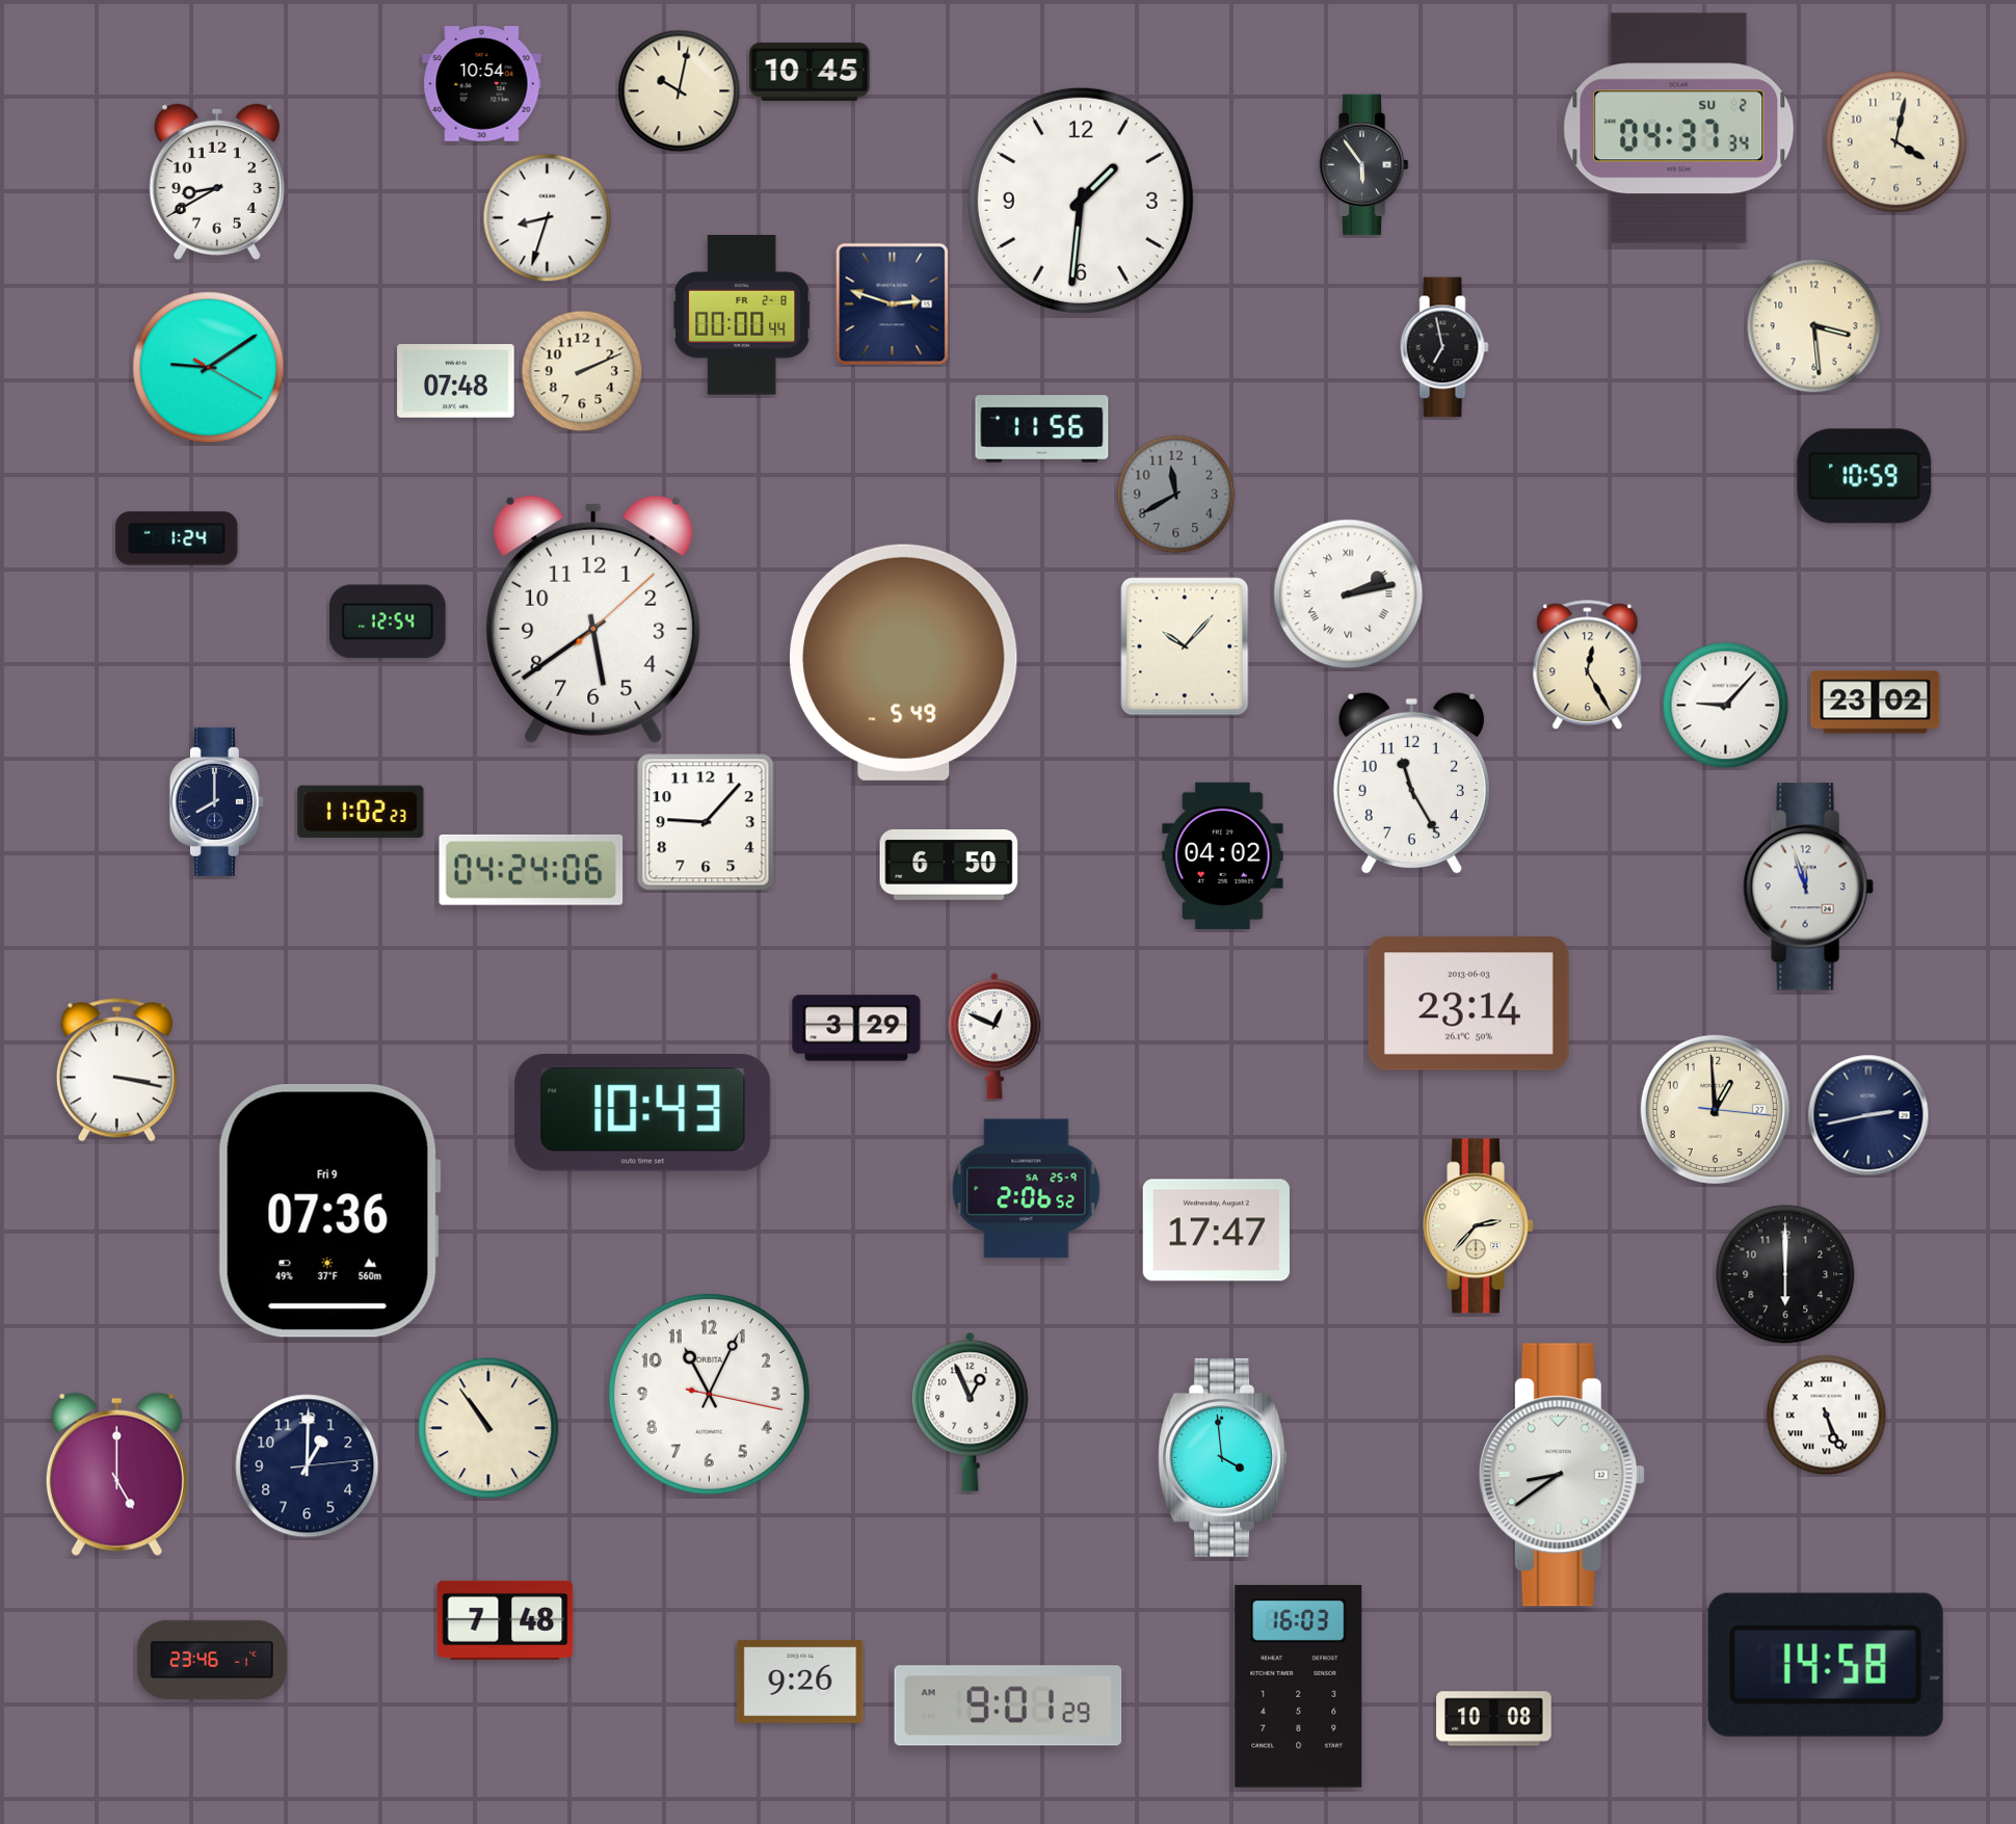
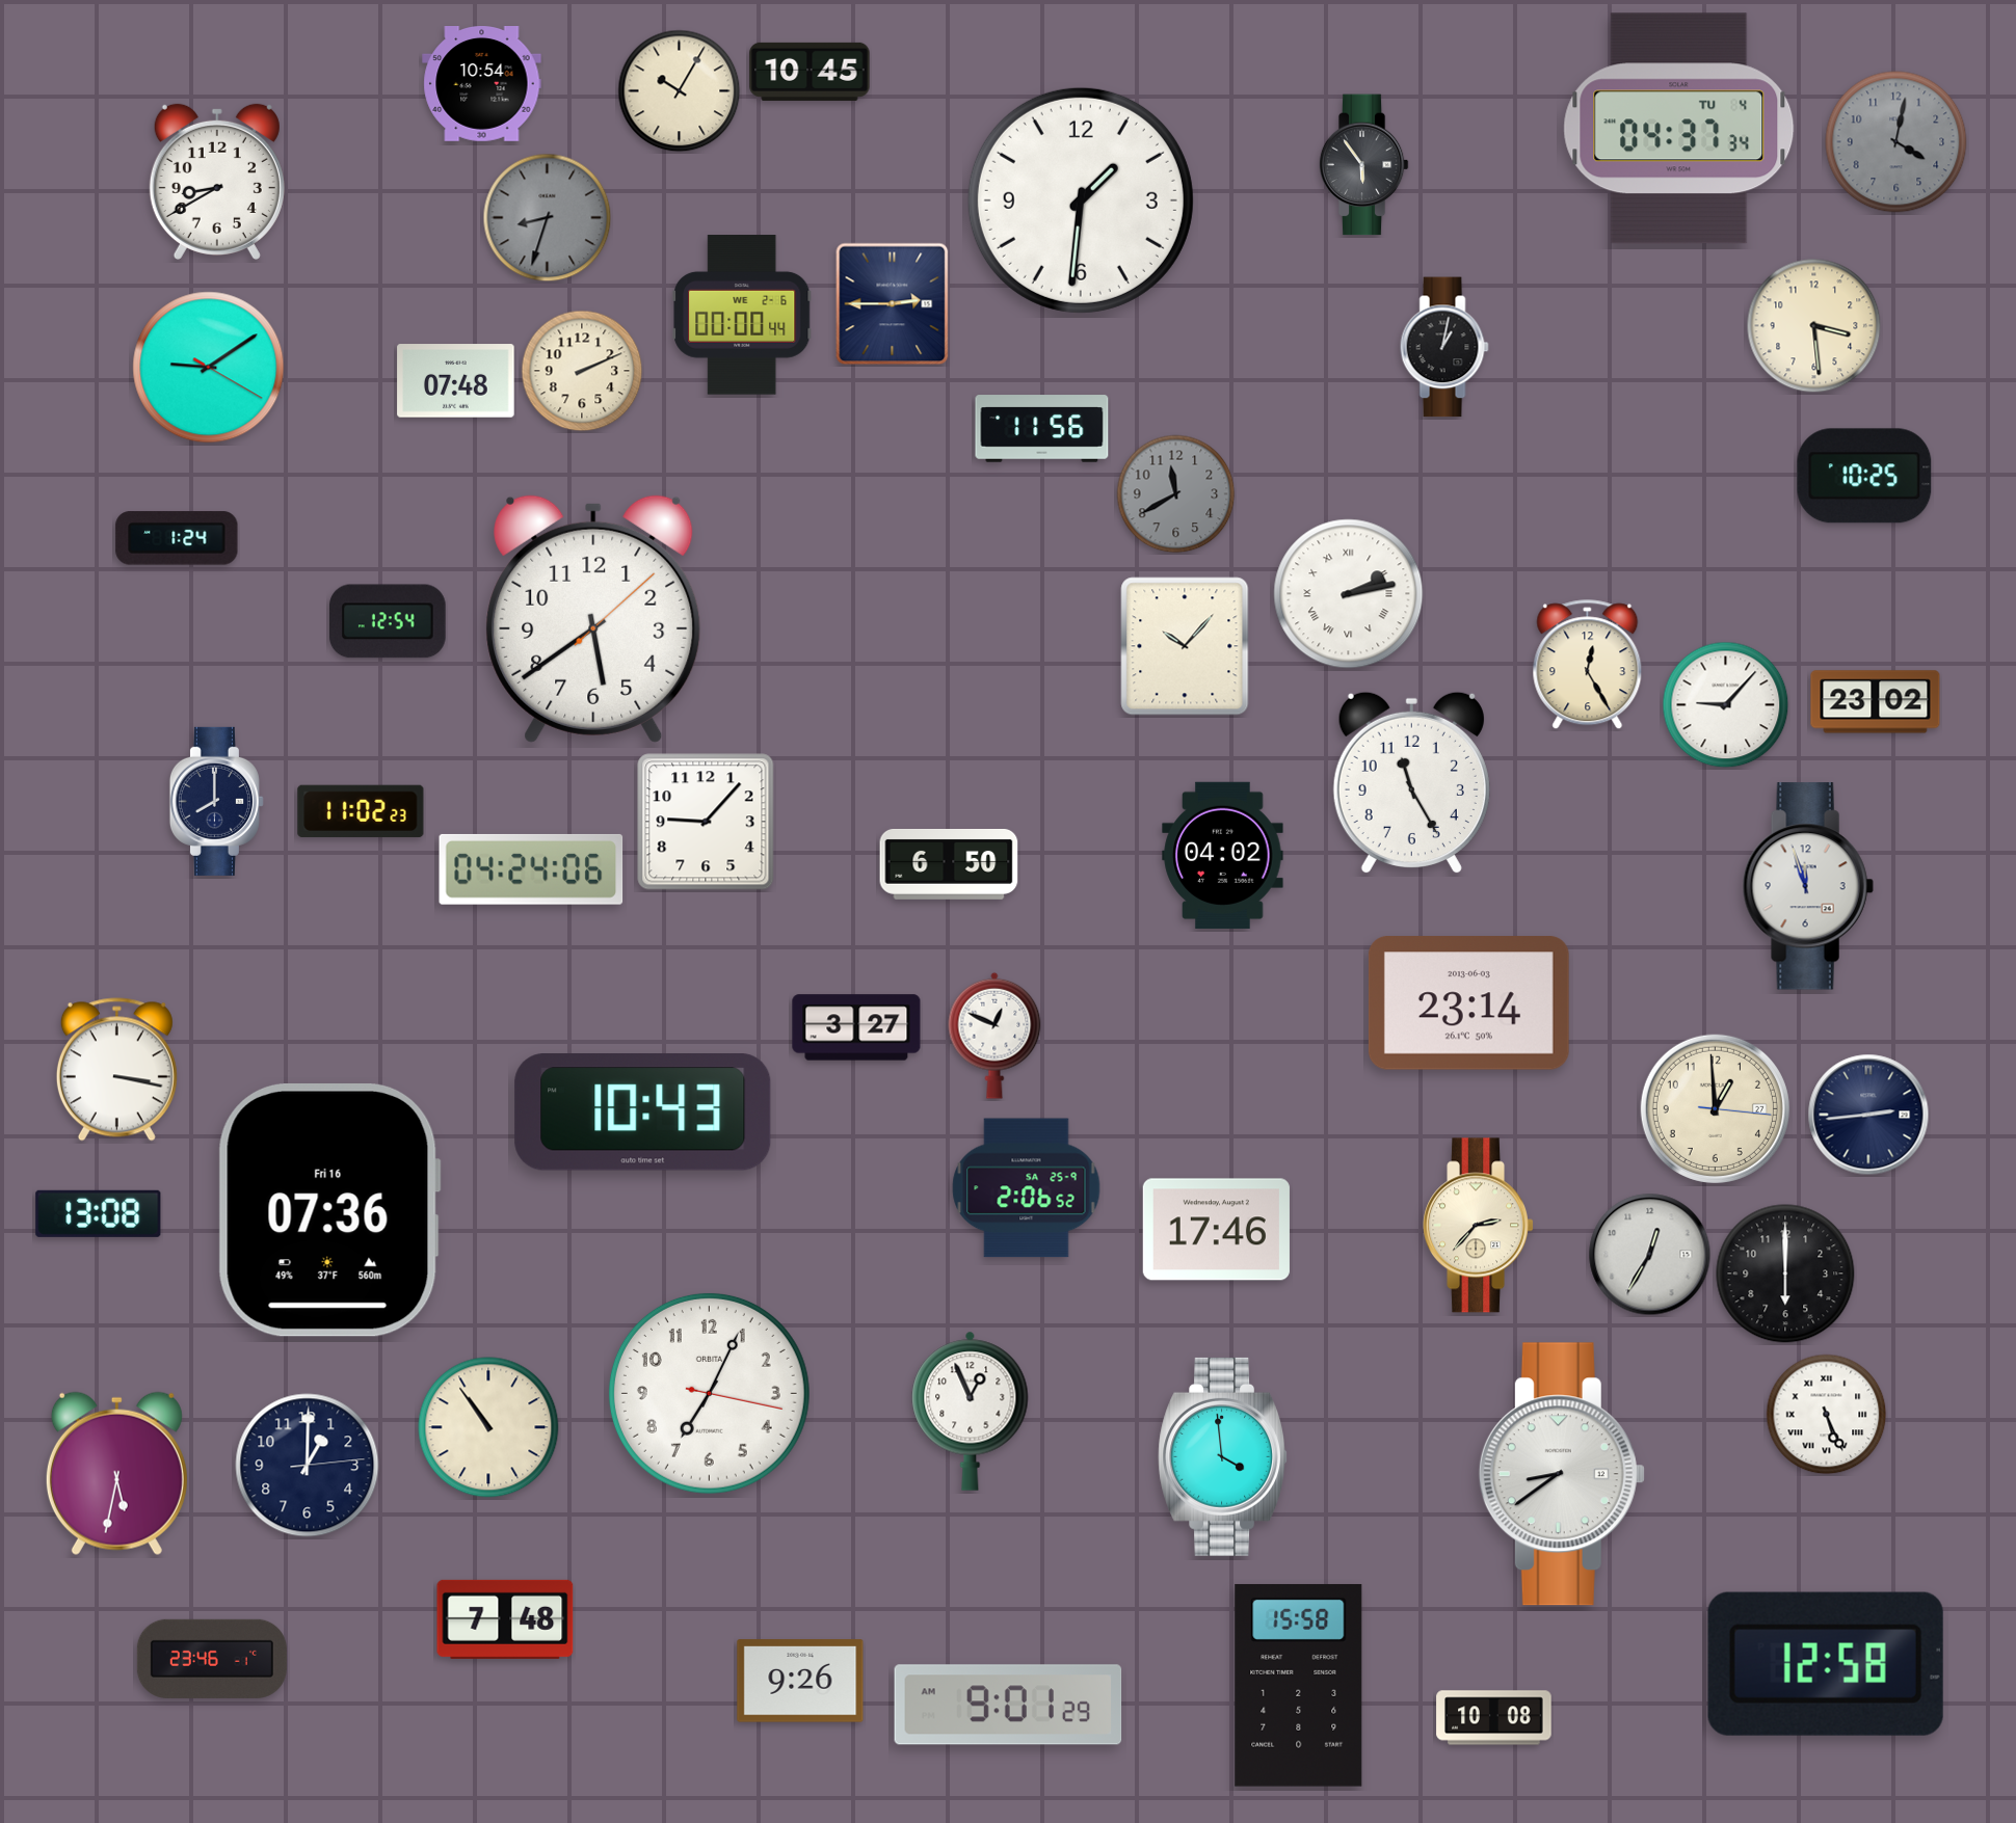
clock at (680, 91): 10:02 -> 10:05
clock at (1679, 129) date: SU 2 -> TU 4
clock at (1896, 142) dial: cream -> grey
clock at (548, 218) dial: white -> grey
clock at (893, 305): 2:48 -> 2:45
clock at (742, 315) date: FR 2-8 -> WE 2-6
clock at (1444, 347): 6:58 -> 1:02
clock at (1864, 476): 10:59 -> 10:25
clock at (904, 662): 5:49 -> none
clock at (856, 1028): 3:29 -> 3:27
clock at (1868, 1115): 2:43 -> 2:44
clock at (329, 1212) date: Fri 9 -> Fri 16
clock at (99, 1213): none -> 13:08
clock at (1216, 1231): 17:47 -> 17:46
clock at (1650, 1255): none -> 12:35
clock at (709, 1394): 11:04 -> 7:04
clock at (116, 1474): 5:00 -> 5:32
clock at (1826, 1665): 14:58 -> 12:58
clock at (1299, 1686): 16:03 -> 15:58
